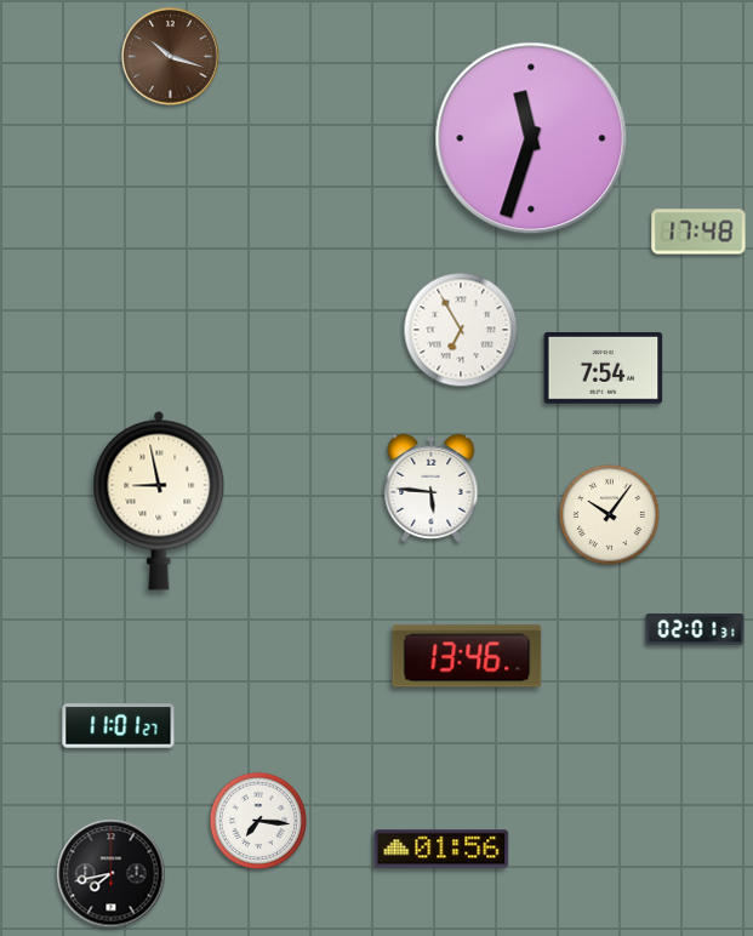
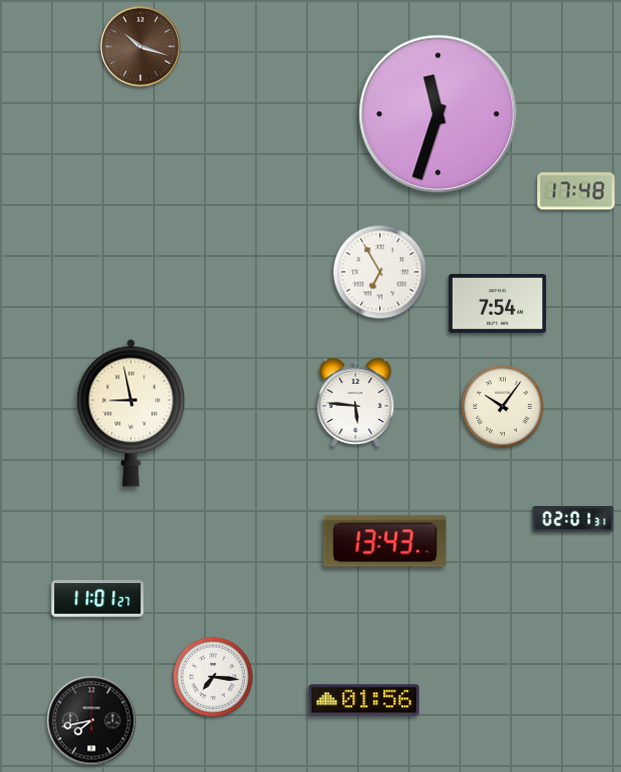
clock at (609, 514) position: (609, 514) -> (502, 406)
clock at (467, 656): 13:46 -> 13:43
